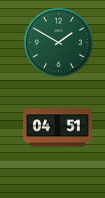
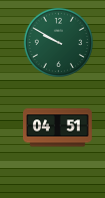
clock at (58, 42): 1:50 -> 9:50
